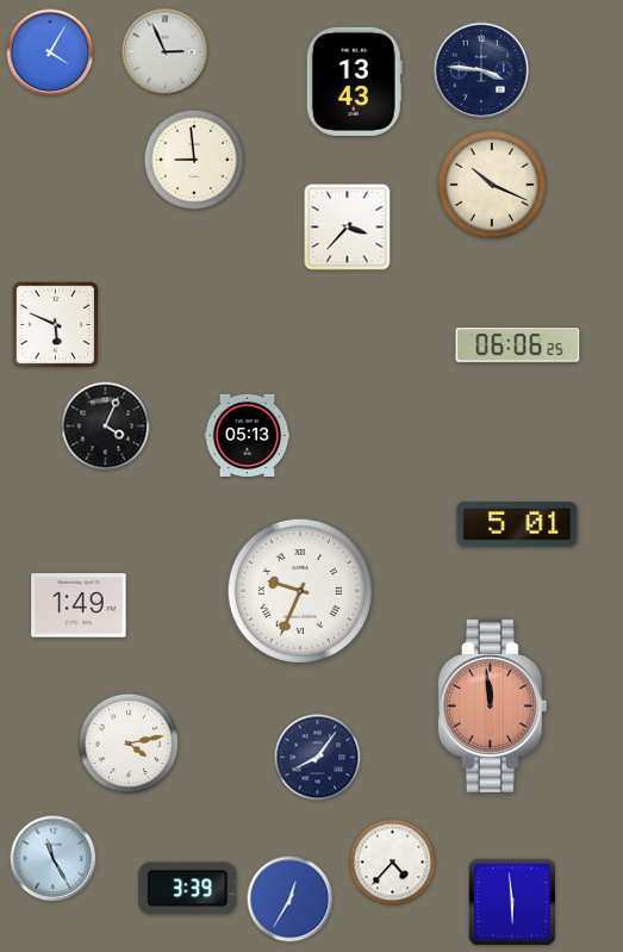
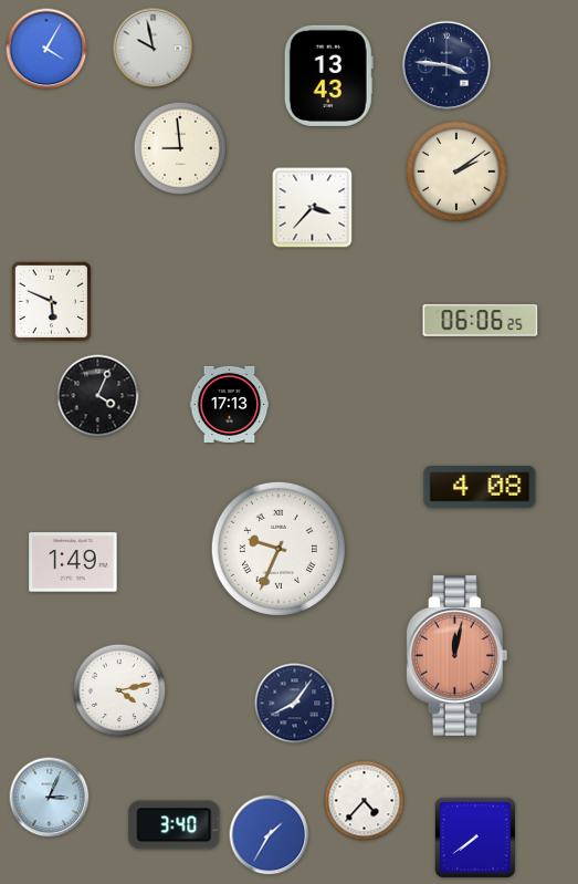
clock at (166, 52): 2:56 -> 9:58
clock at (492, 185): 10:19 -> 2:09
clock at (348, 228) position: (348, 228) -> (313, 208)
clock at (248, 435): 05:13 -> 17:13
clock at (517, 524): 5:01 -> 4:08
clock at (492, 705): 11:59 -> 12:02
clock at (54, 859): 11:25 -> 3:04
clock at (188, 889): 3:39 -> 3:40
clock at (291, 900): 12:35 -> 1:35
clock at (512, 902): 5:59 -> 7:39
